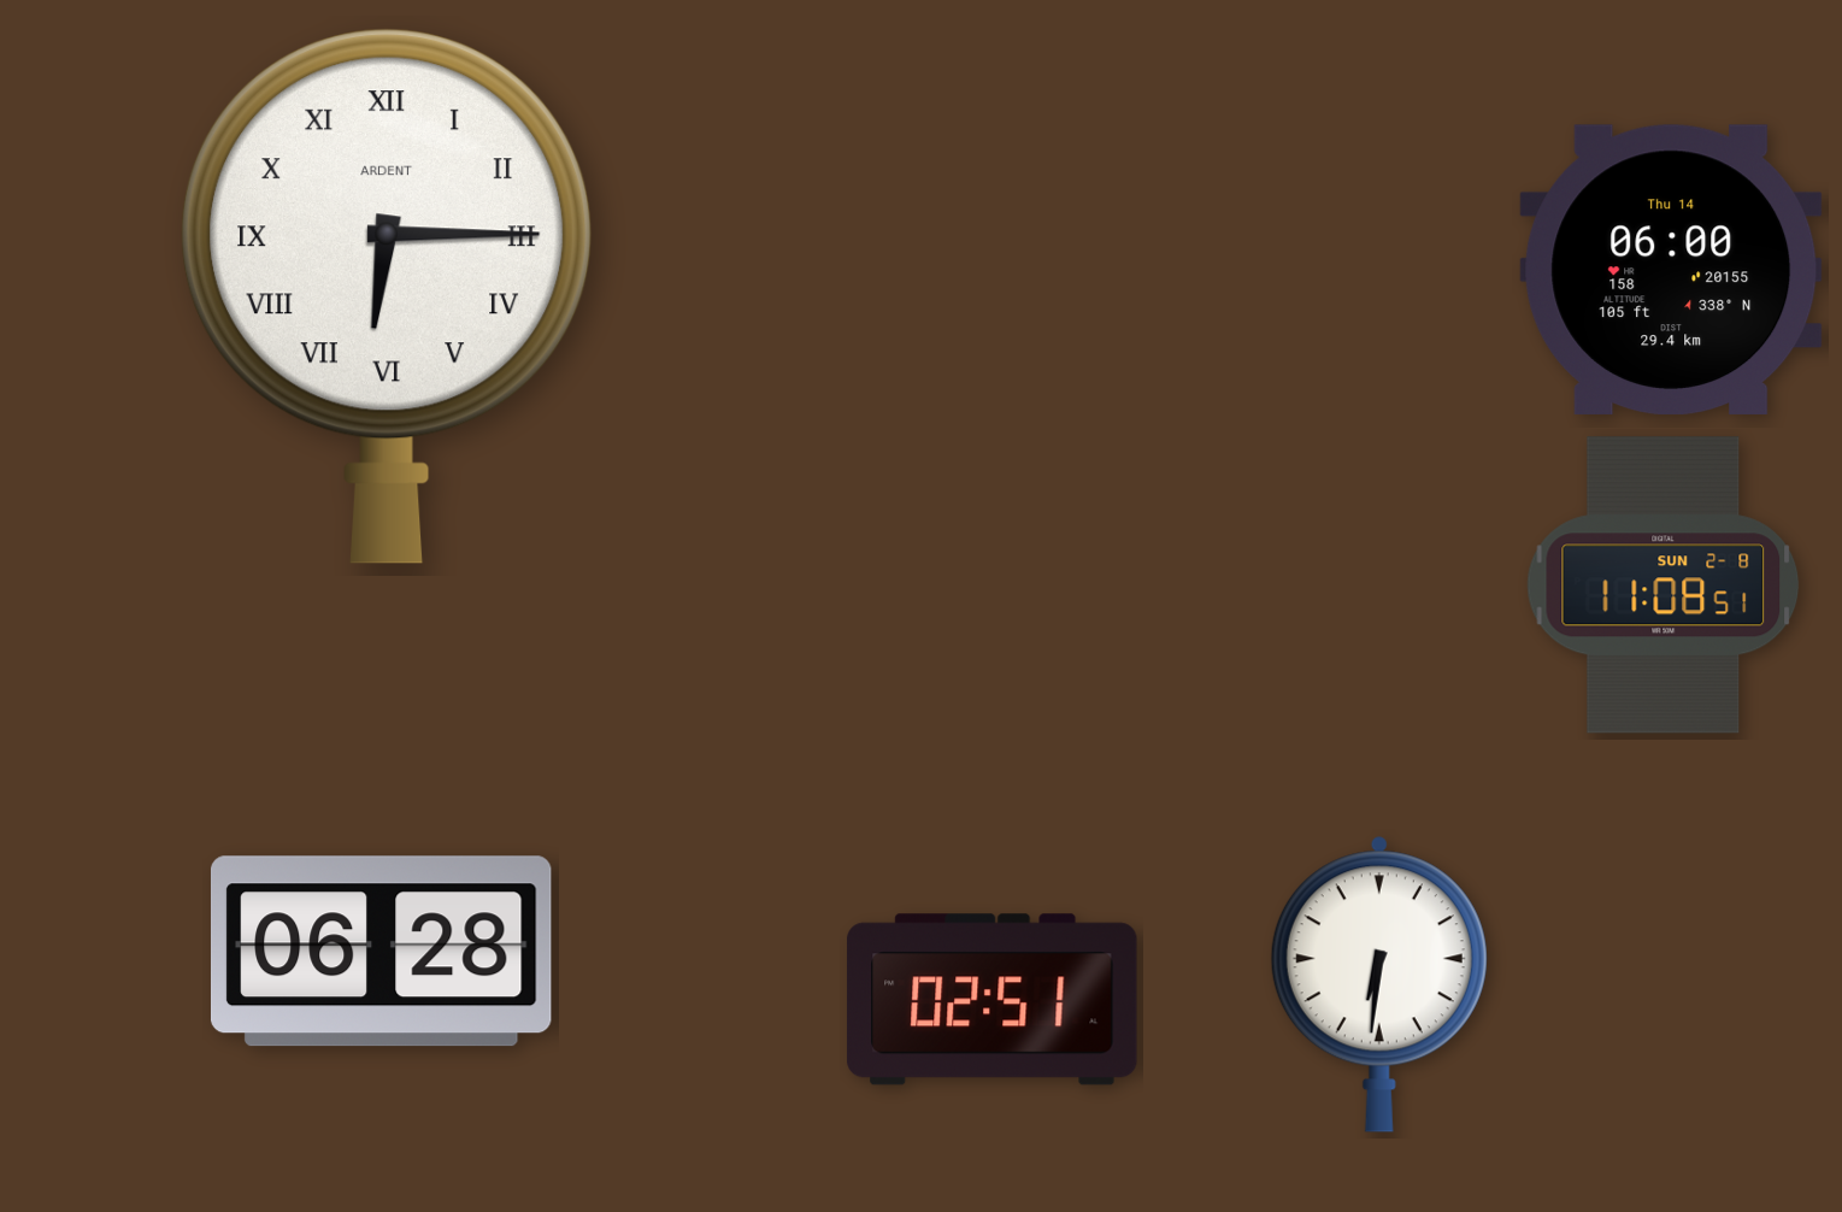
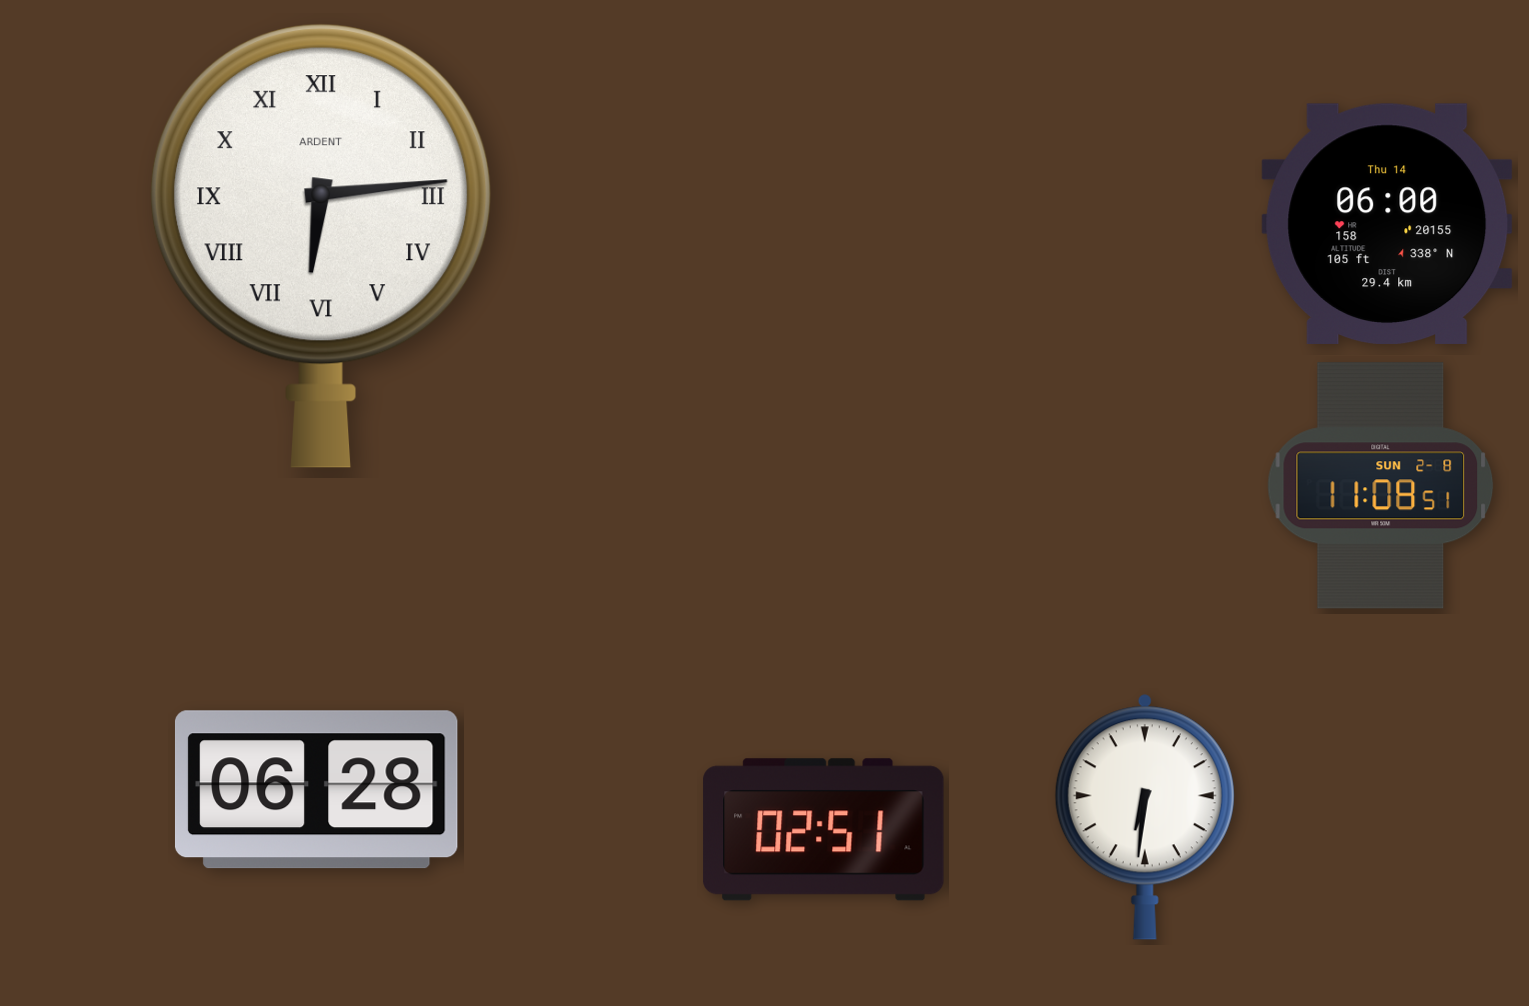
clock at (387, 296): 6:15 -> 6:14
